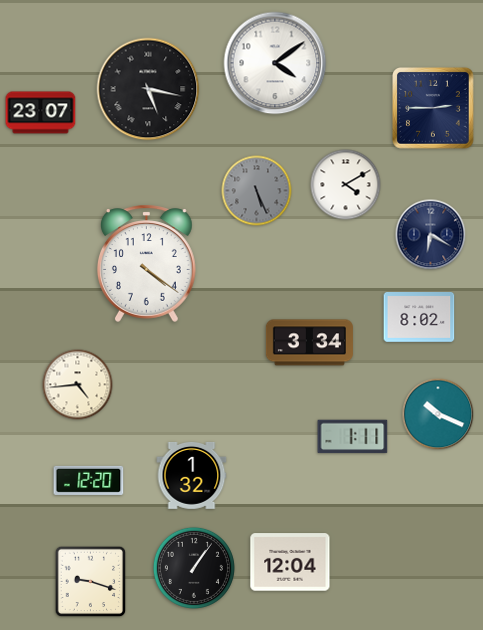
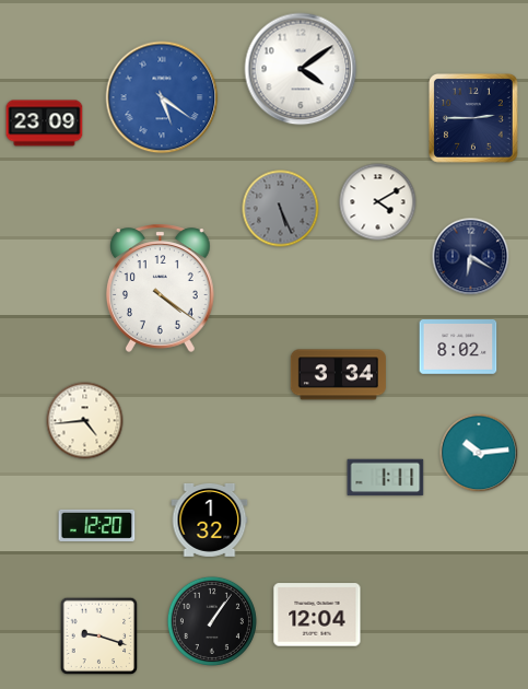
clock at (148, 89): 5:17 -> 5:21
clock at (148, 89) dial: black -> blue
clock at (41, 113): 23:07 -> 23:09
clock at (438, 414): 10:19 -> 10:14
